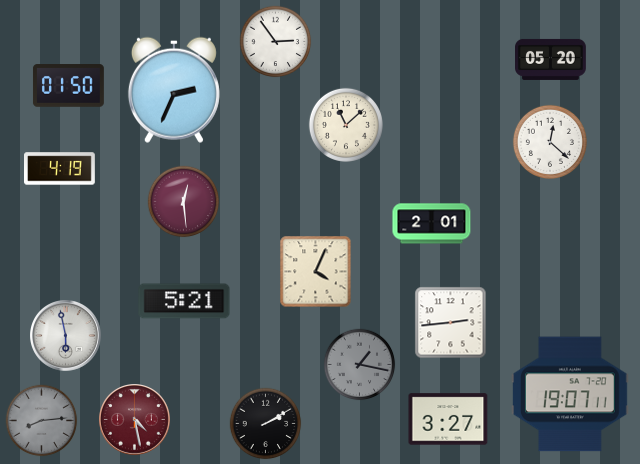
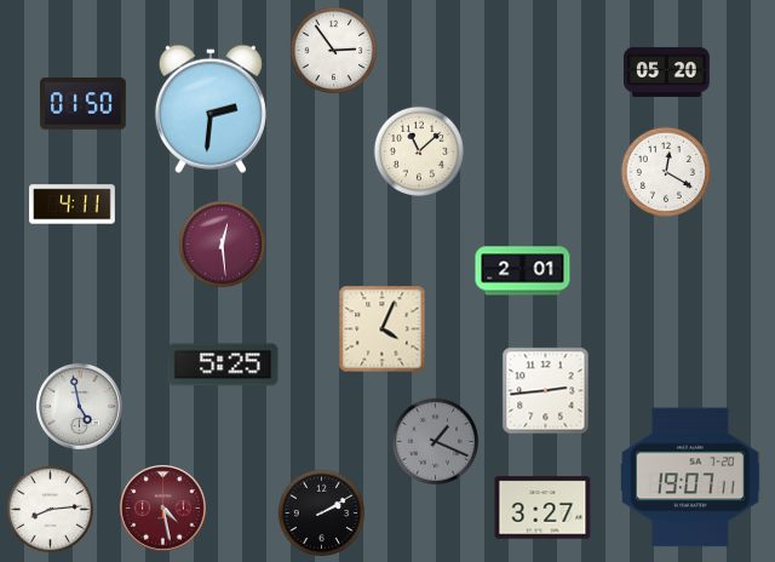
clock at (174, 90): 2:34 -> 2:31
clock at (550, 142): 12:22 -> 12:20
clock at (60, 169): 4:19 -> 4:11
clock at (184, 301): 5:21 -> 5:25
clock at (66, 336): 5:58 -> 4:58
clock at (360, 365): 1:17 -> 1:19
clock at (42, 421) dial: grey -> white
